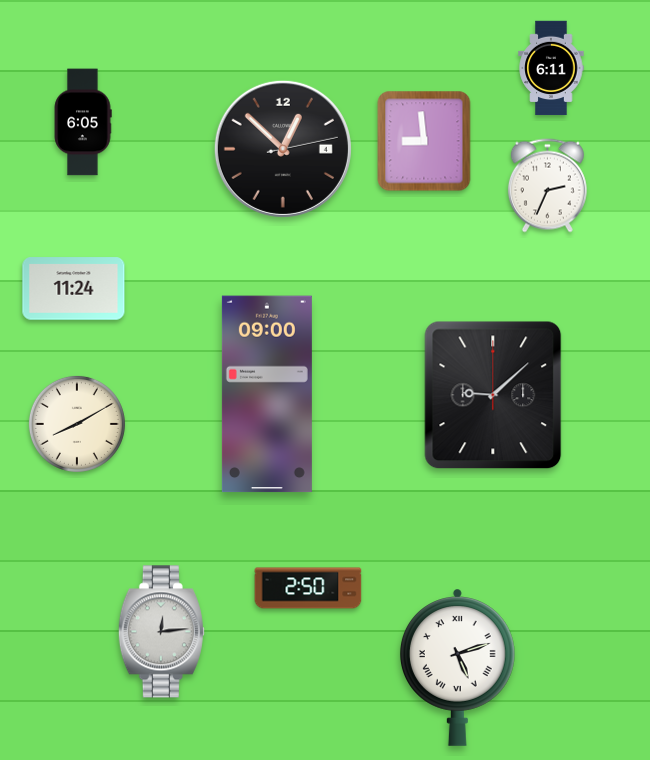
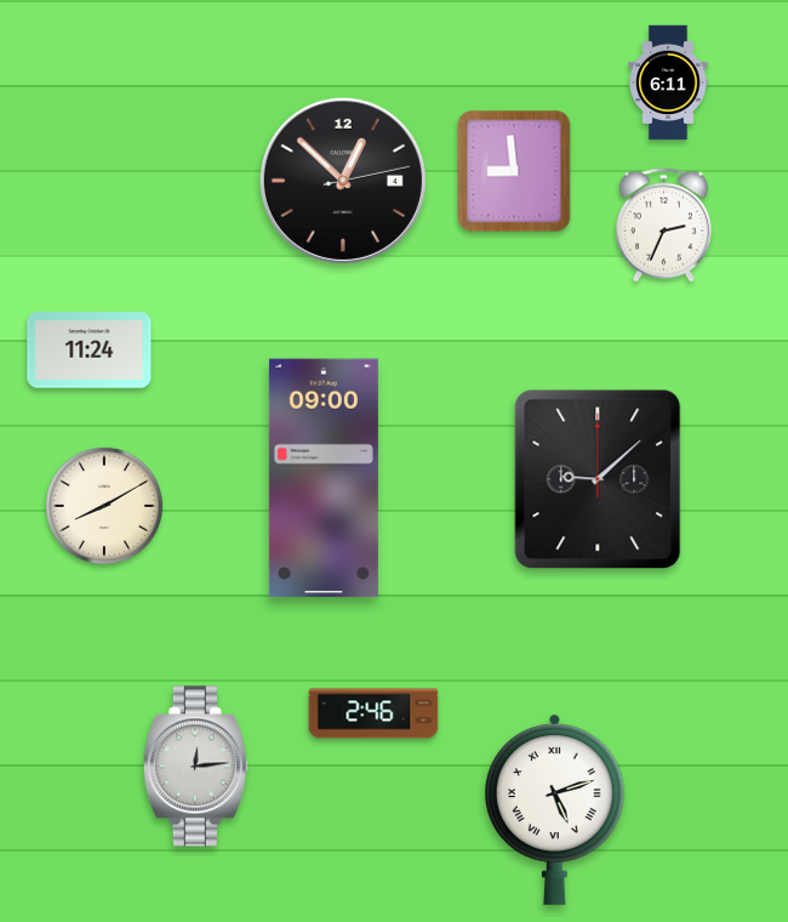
clock at (83, 122): 6:05 -> none
clock at (77, 424) position: (77, 424) -> (104, 506)
clock at (308, 588): 2:50 -> 2:46
